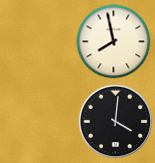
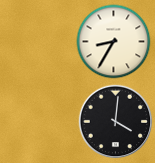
clock at (114, 42): 7:58 -> 8:35
